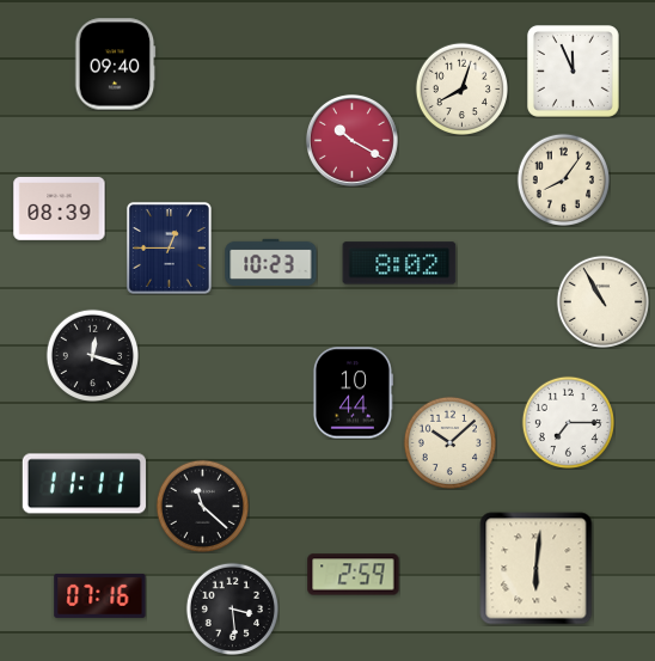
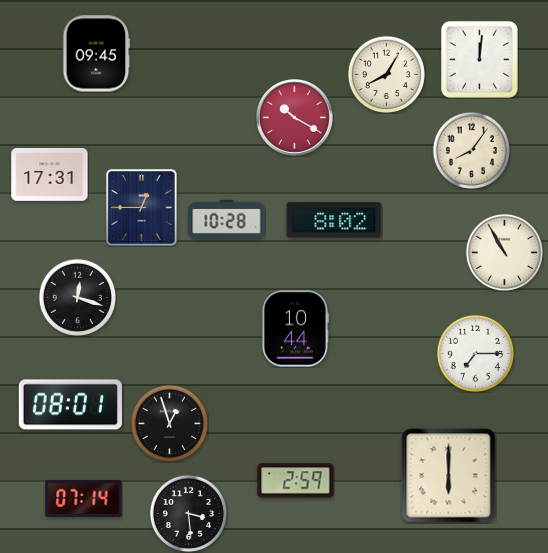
clock at (115, 65): 09:40 -> 09:45
clock at (573, 71): 11:56 -> 12:01
clock at (461, 88): 8:03 -> 8:05
clock at (60, 209): 08:39 -> 17:31
clock at (271, 262): 10:23 -> 10:28
clock at (449, 442): 10:08 -> none
clock at (84, 484): 11:11 -> 08:01
clock at (202, 506): 11:22 -> 12:57
clock at (537, 569): 6:01 -> 6:00
clock at (100, 595): 07:16 -> 07:14
clock at (232, 608) position: (232, 608) -> (188, 513)
